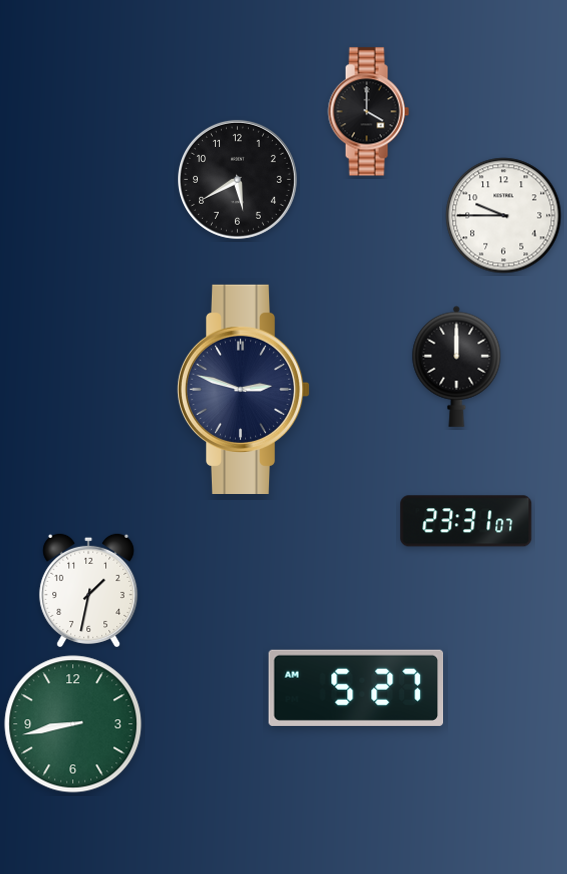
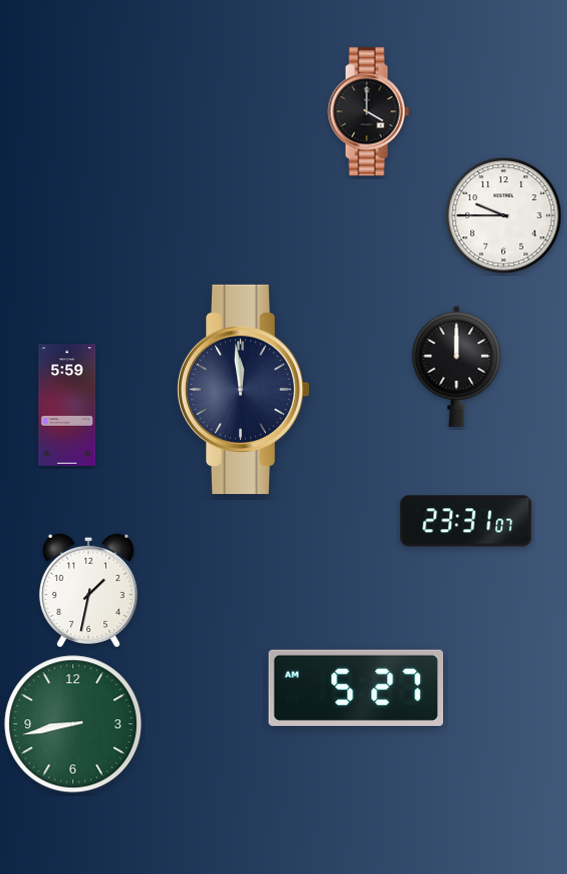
clock at (237, 179): 5:40 -> none
clock at (244, 389): 2:48 -> 11:59
clock at (67, 405): none -> 5:59
